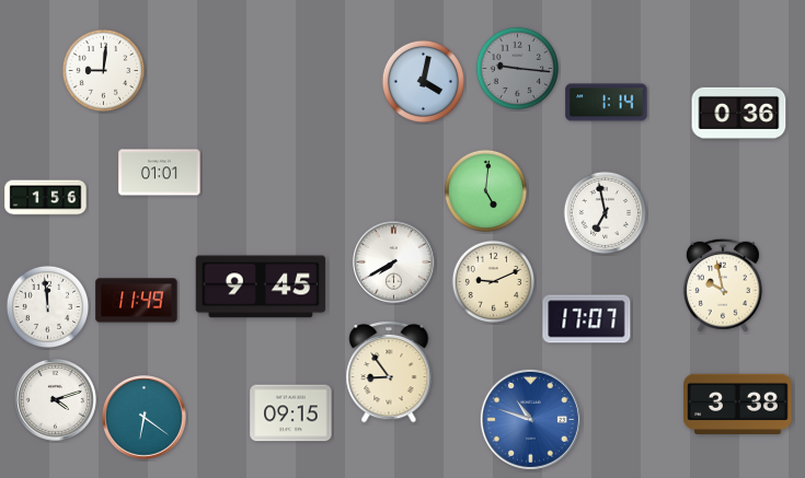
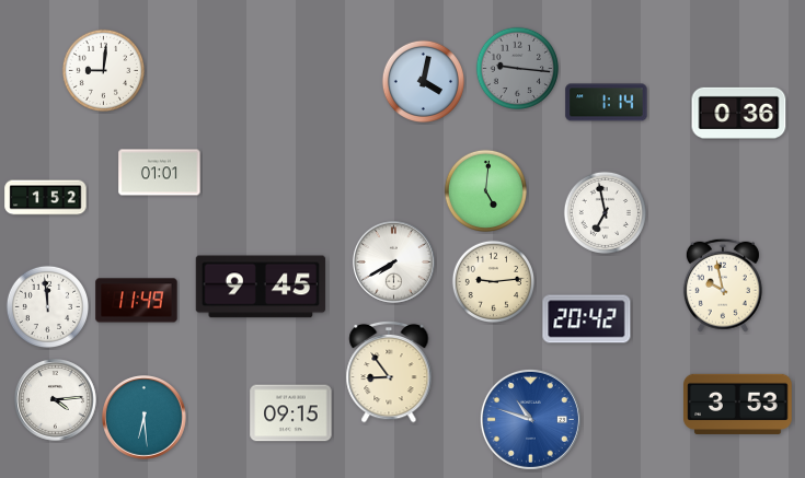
clock at (46, 198): 1:56 -> 1:52
clock at (493, 281): 9:11 -> 9:14
clock at (587, 319): 17:07 -> 20:42
clock at (56, 400): 4:12 -> 4:14
clock at (738, 404): 3:38 -> 3:53
clock at (145, 418): 6:21 -> 6:29
